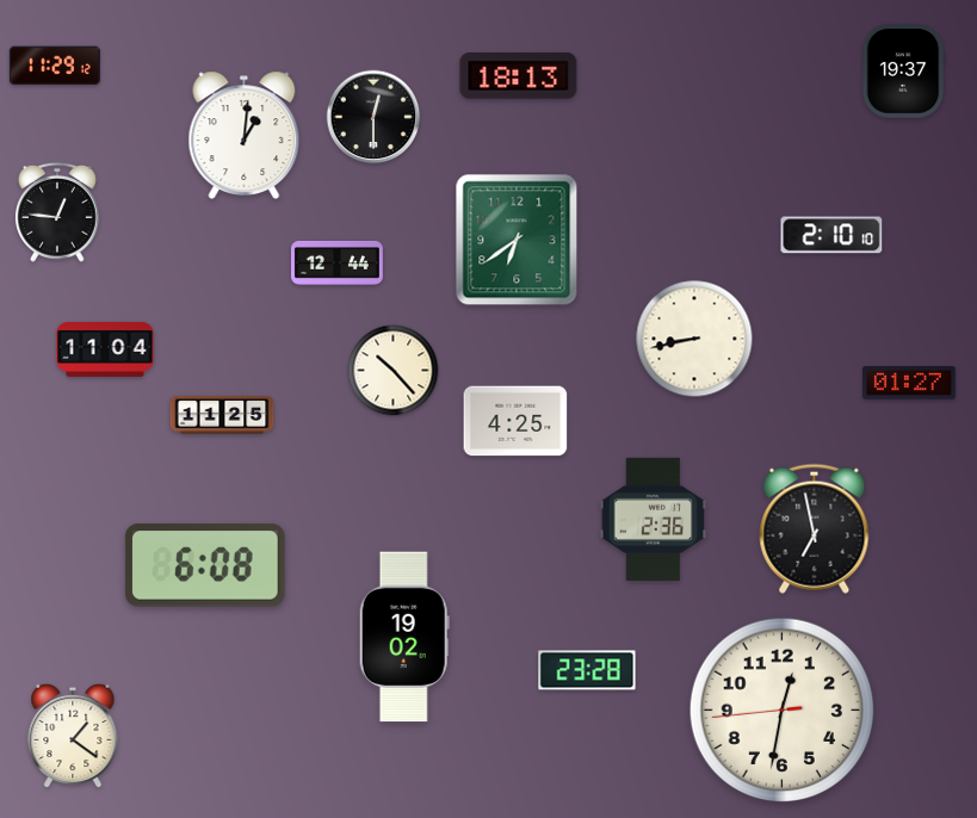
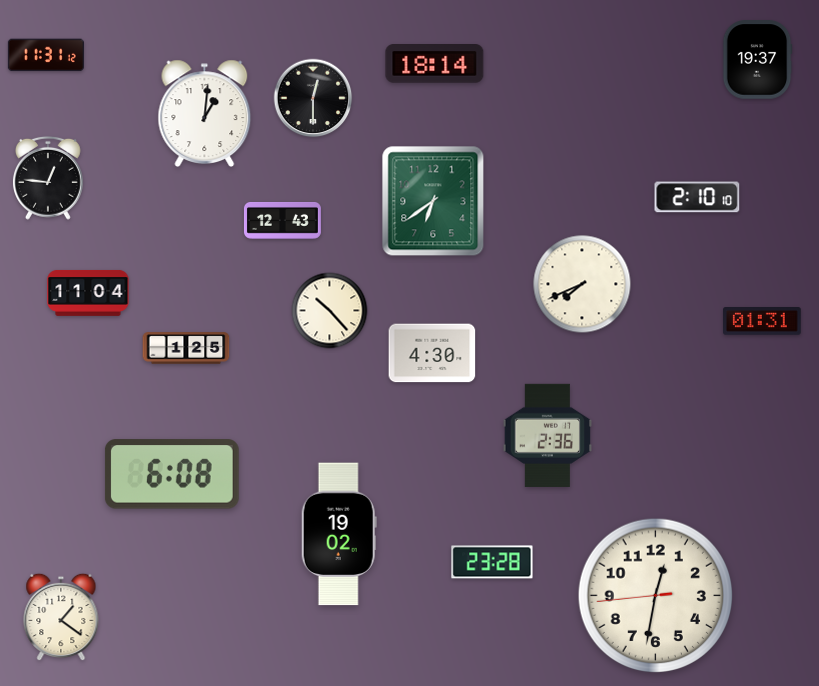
clock at (55, 66): 11:29 -> 11:31
clock at (519, 76): 18:13 -> 18:14
clock at (336, 264): 12:44 -> 12:43
clock at (694, 339): 8:43 -> 7:41
clock at (910, 383): 01:27 -> 01:31
clock at (222, 415): 11:25 -> 1:25
clock at (515, 421): 4:25 -> 4:30
clock at (815, 528): 6:58 -> none
